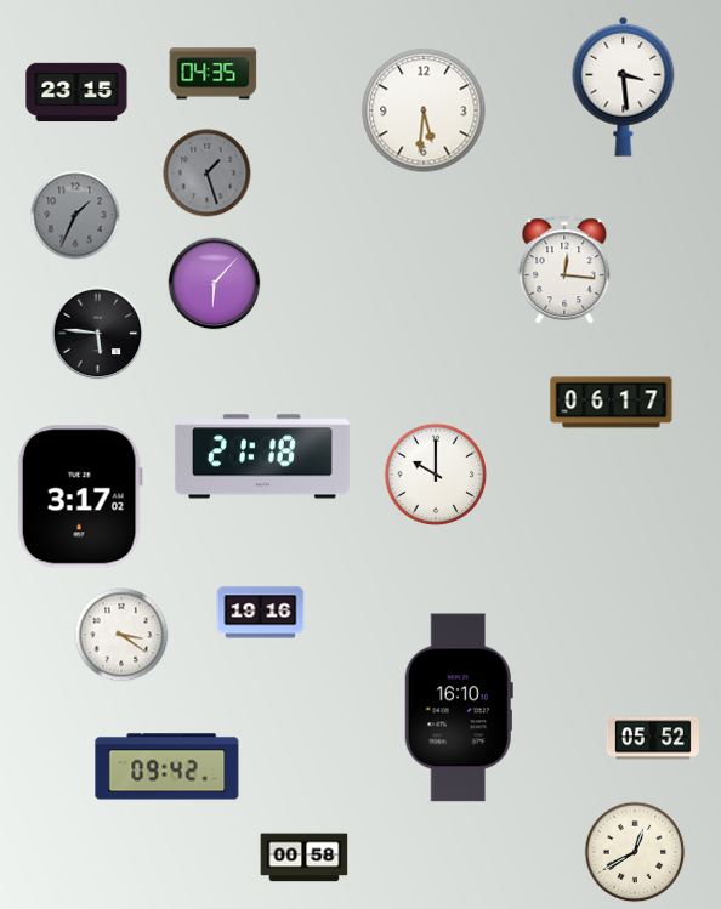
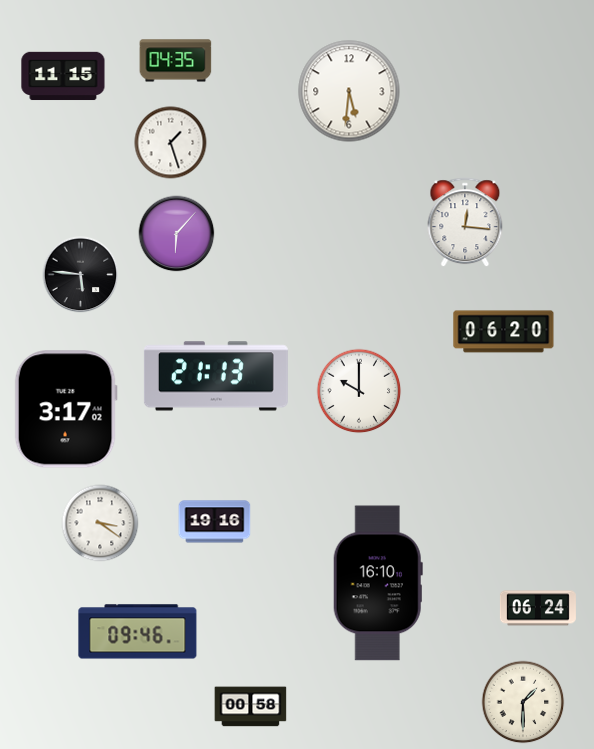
clock at (624, 86): 3:29 -> none
clock at (76, 92): 23:15 -> 11:15
clock at (208, 174) dial: grey -> white
clock at (75, 215): 1:34 -> none
clock at (612, 403): 06:17 -> 06:20
clock at (262, 456): 21:18 -> 21:13
clock at (261, 613) position: (261, 613) -> (215, 522)
clock at (653, 738): 05:52 -> 06:24
clock at (168, 767): 09:42 -> 09:46
clock at (635, 852): 12:40 -> 1:30
